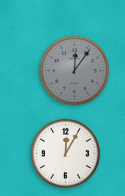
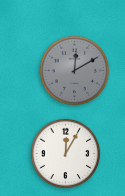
clock at (75, 71): 12:06 -> 12:10
